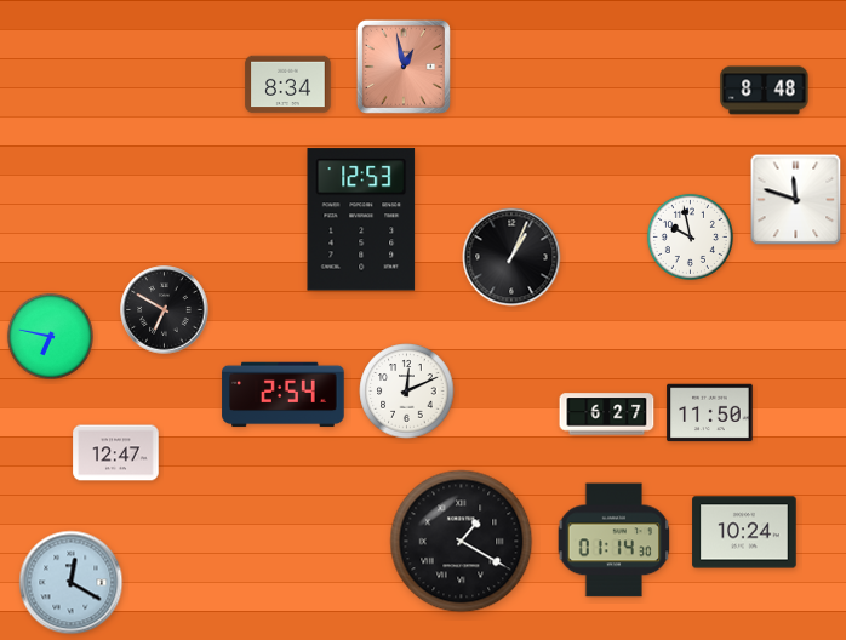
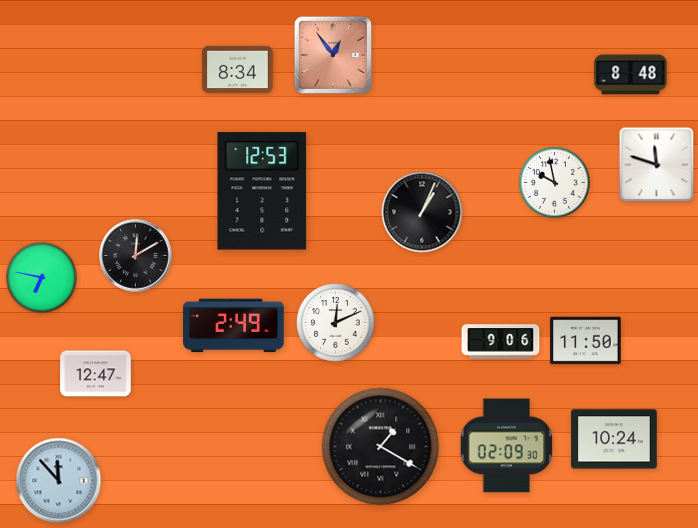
clock at (404, 67): 12:58 -> 12:54
clock at (361, 219) position: (361, 219) -> (262, 191)
clock at (690, 236) position: (690, 236) -> (554, 182)
clock at (165, 310): 6:50 -> 12:10
clock at (284, 395): 2:54 -> 2:49
clock at (607, 415): 6:27 -> 9:06
clock at (615, 541): 01:14 -> 02:09
clock at (72, 583): 12:20 -> 11:53
